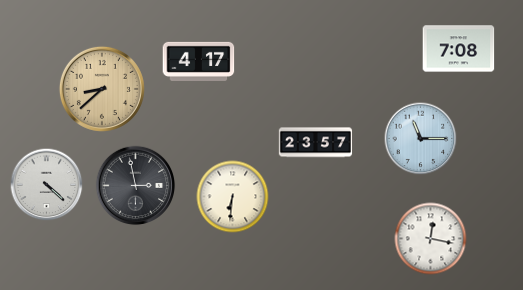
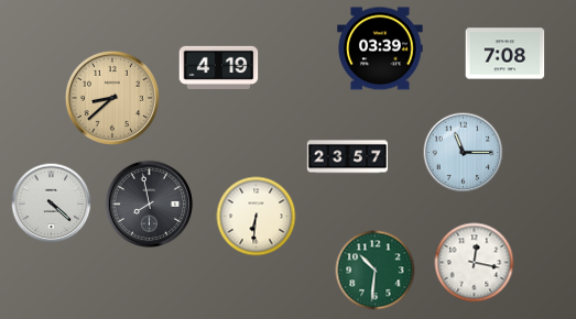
clock at (380, 48): none -> 03:39
clock at (199, 61): 4:17 -> 4:19
clock at (136, 186): 2:58 -> 7:58
clock at (376, 271): none -> 10:31
